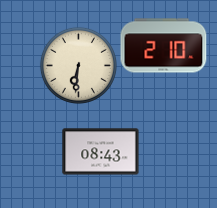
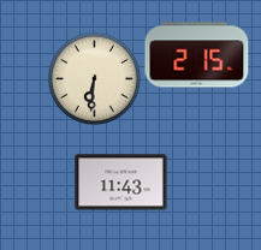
clock at (164, 46): 2:10 -> 2:15
clock at (101, 152): 08:43 -> 11:43
